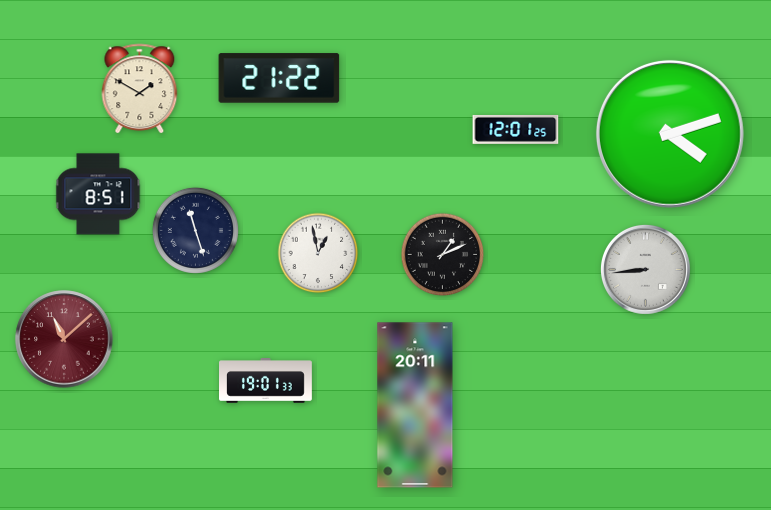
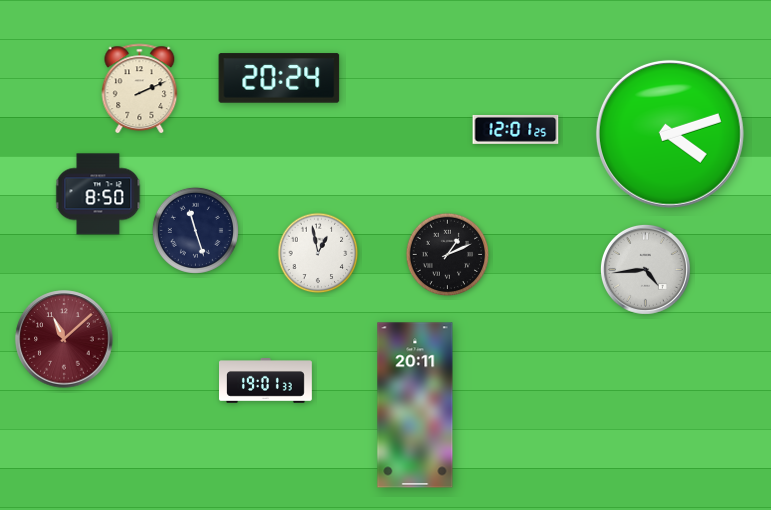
clock at (279, 78): 21:22 -> 20:24
clock at (140, 89): 1:50 -> 2:11
clock at (98, 194): 8:51 -> 8:50
clock at (443, 255) position: (443, 255) -> (448, 255)
clock at (645, 269): 8:44 -> 4:44
